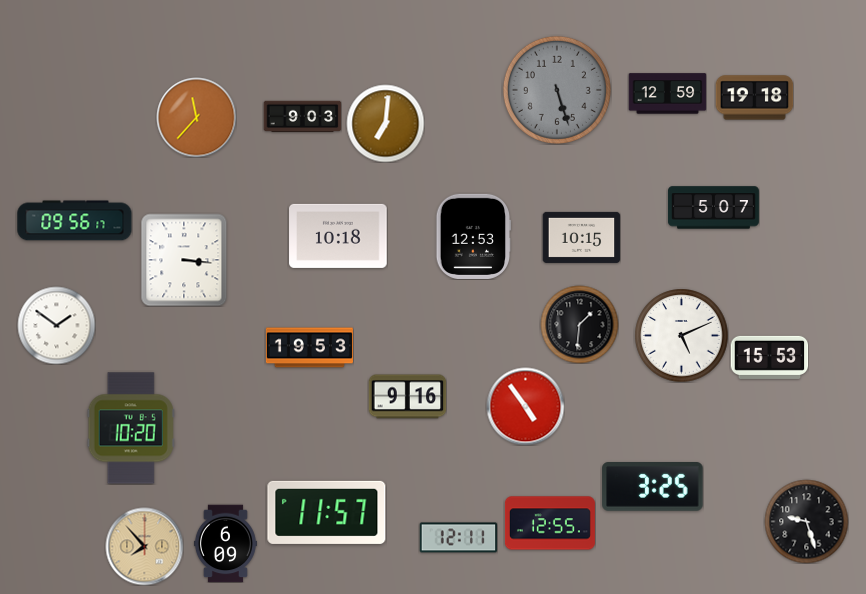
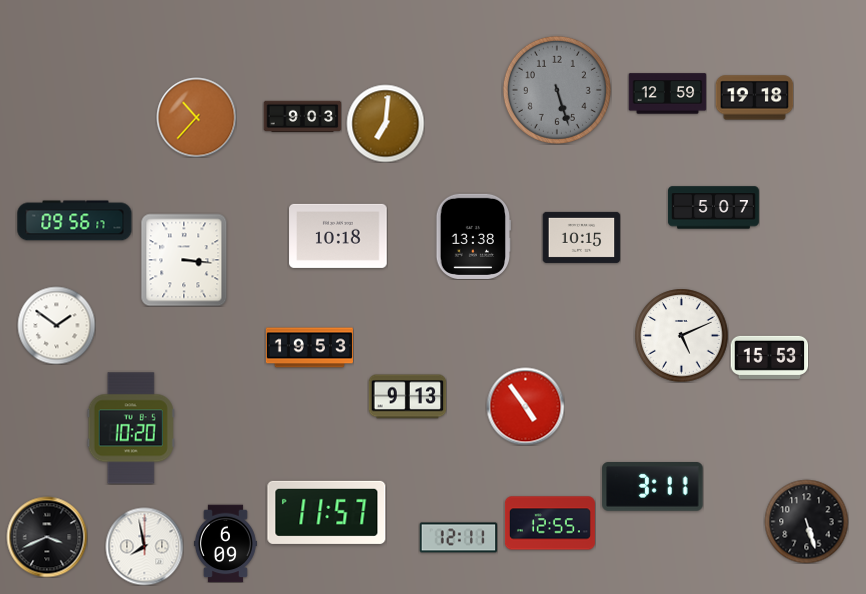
clock at (196, 117): 11:37 -> 10:37
clock at (474, 236): 12:53 -> 13:38
clock at (579, 324): 1:31 -> none
clock at (407, 397): 9:16 -> 9:13
clock at (653, 487): 3:25 -> 3:11
clock at (806, 521): 9:27 -> 5:27
clock at (47, 537): none -> 3:41
clock at (144, 546): 7:53 -> 7:58
clock at (144, 546) dial: champagne -> white
